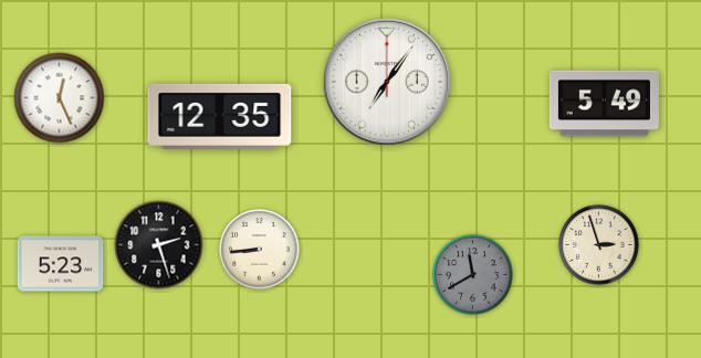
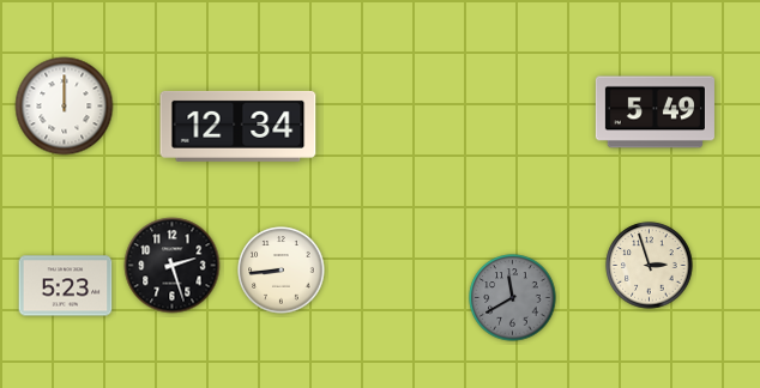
clock at (387, 82): 7:06 -> none
clock at (60, 98): 12:26 -> 12:00
clock at (220, 116): 12:35 -> 12:34
